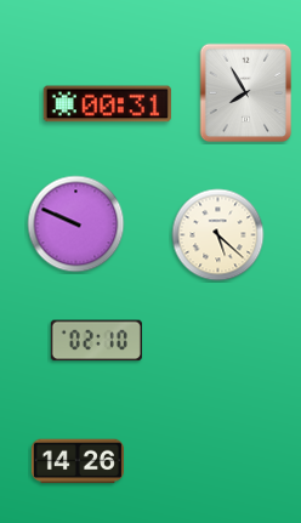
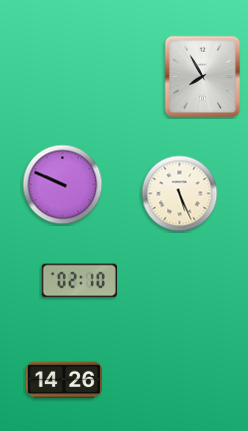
clock at (107, 104): 00:31 -> none
clock at (218, 235): 5:22 -> 5:26
